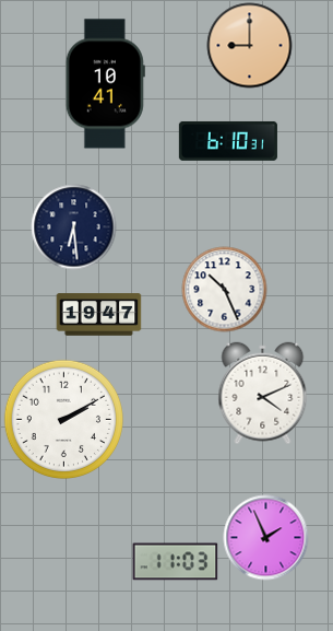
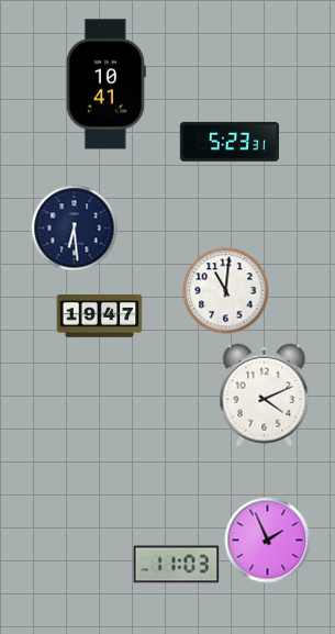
clock at (249, 45): 9:00 -> none
clock at (228, 141): 6:10 -> 5:23
clock at (224, 289): 10:26 -> 11:01
clock at (63, 419): 2:10 -> none
